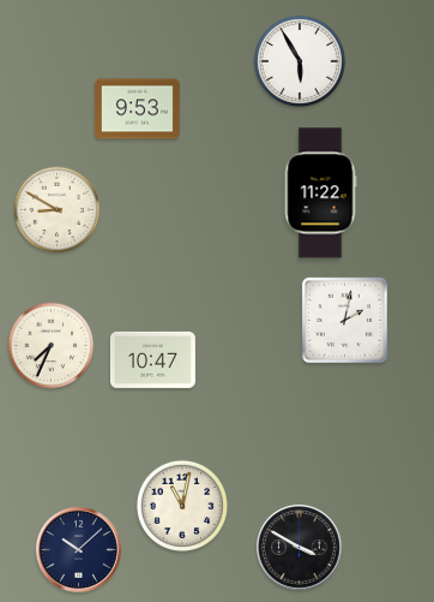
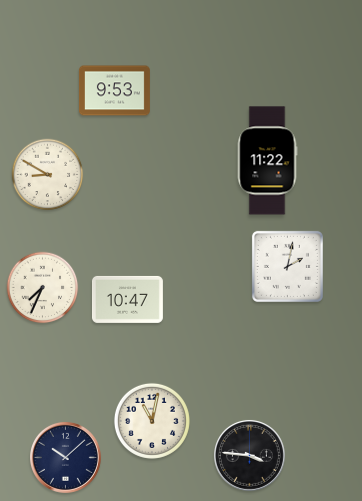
clock at (300, 61): 5:55 -> none
clock at (299, 547): 3:50 -> 3:46
